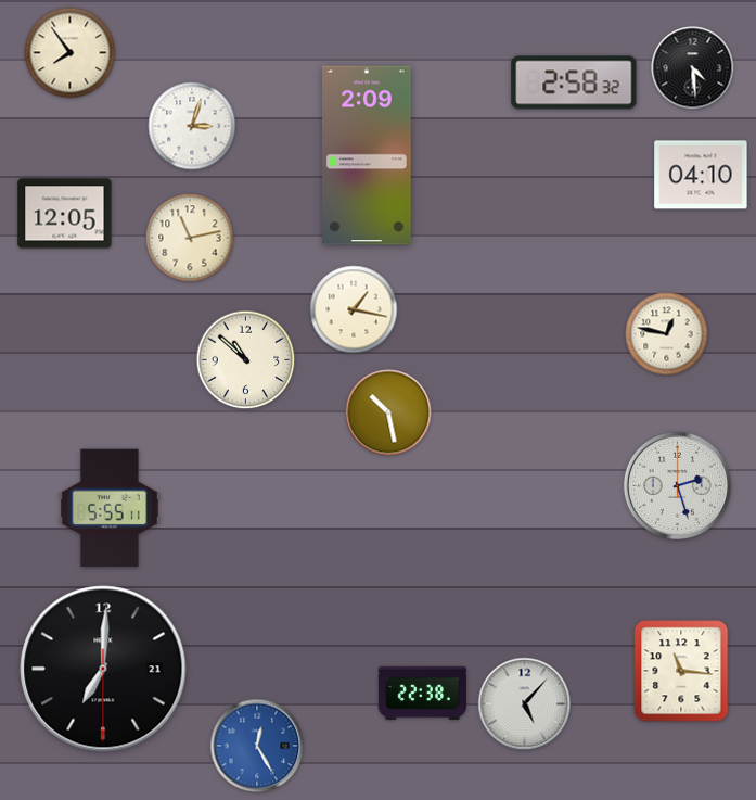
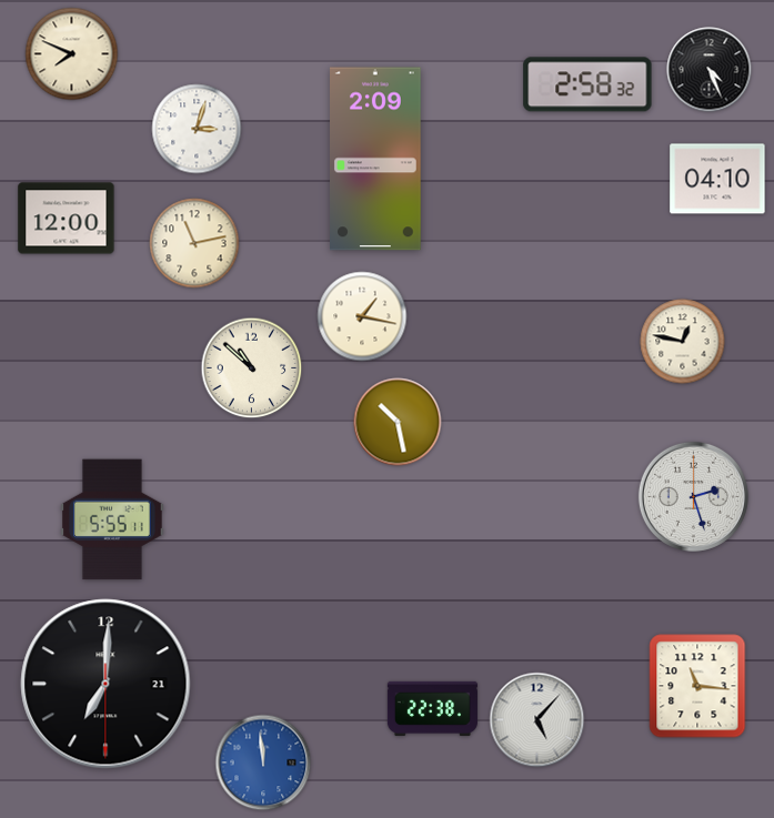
clock at (71, 53): 7:54 -> 7:49
clock at (693, 68): 4:29 -> 4:26
clock at (65, 214): 12:05 -> 12:00
clock at (257, 746): 12:25 -> 11:59
